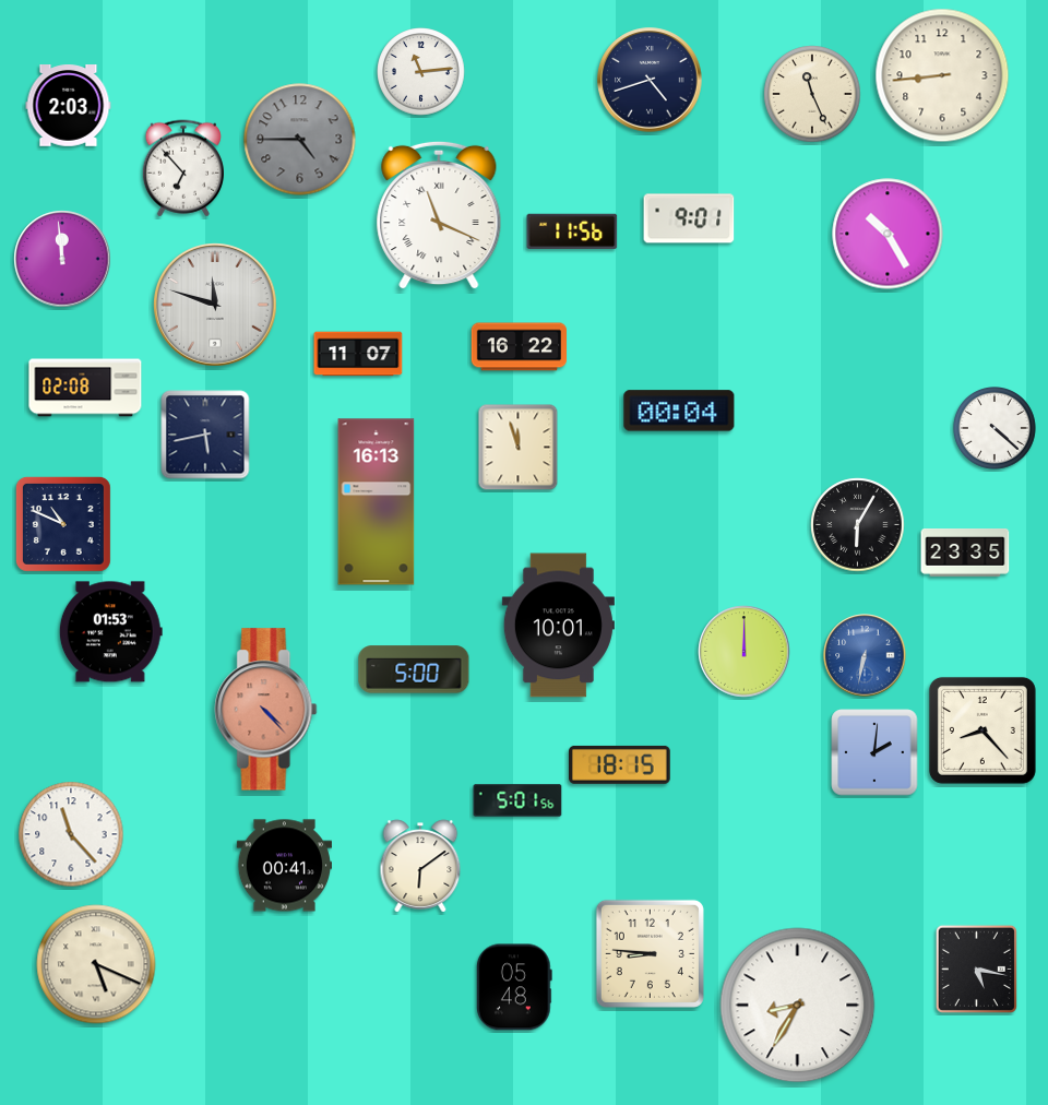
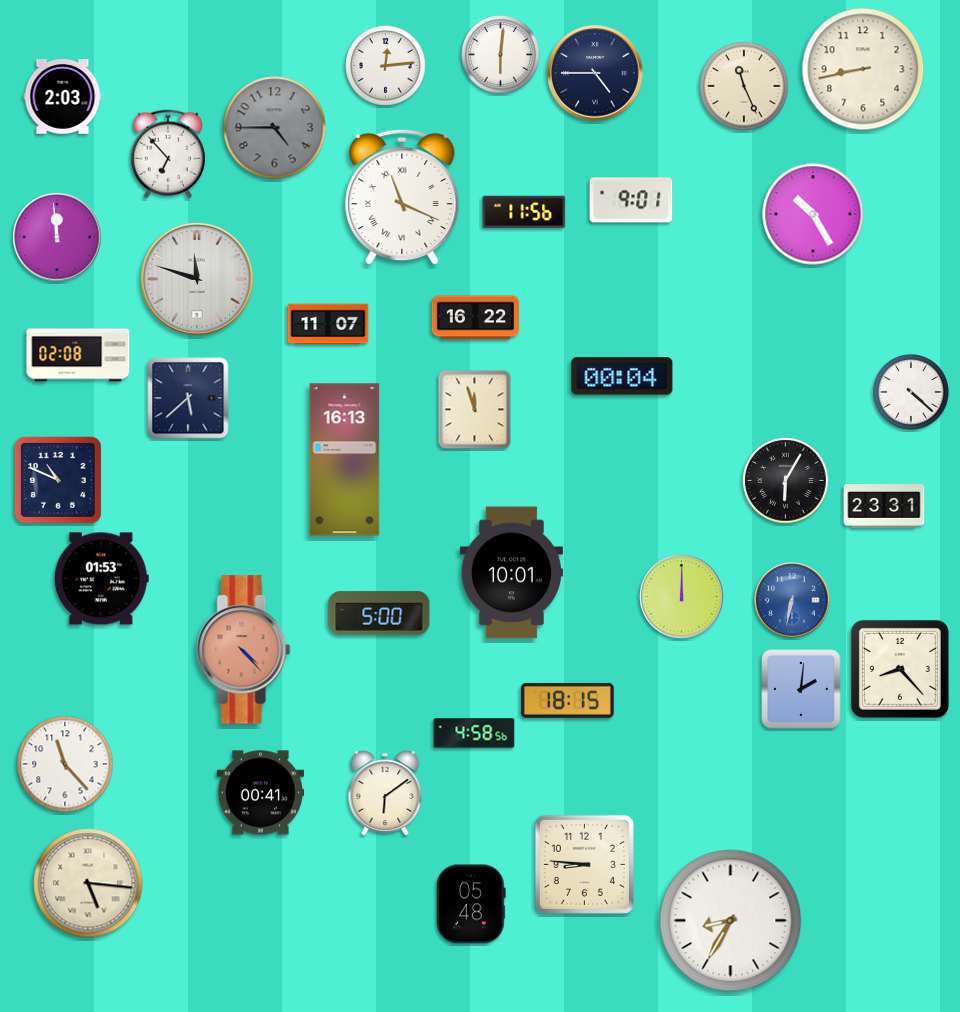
clock at (501, 55): none -> 6:01
clock at (421, 72): 11:14 -> 12:14
clock at (942, 75): 8:44 -> 8:43
clock at (650, 80): 4:42 -> 4:45
clock at (205, 435): 5:43 -> 5:38
clock at (965, 554): 23:35 -> 23:31
clock at (517, 800): 5:01 -> 4:58
clock at (650, 953) position: (650, 953) -> (584, 864)
clock at (96, 964): 5:19 -> 5:16
clock at (976, 969): 5:17 -> none
